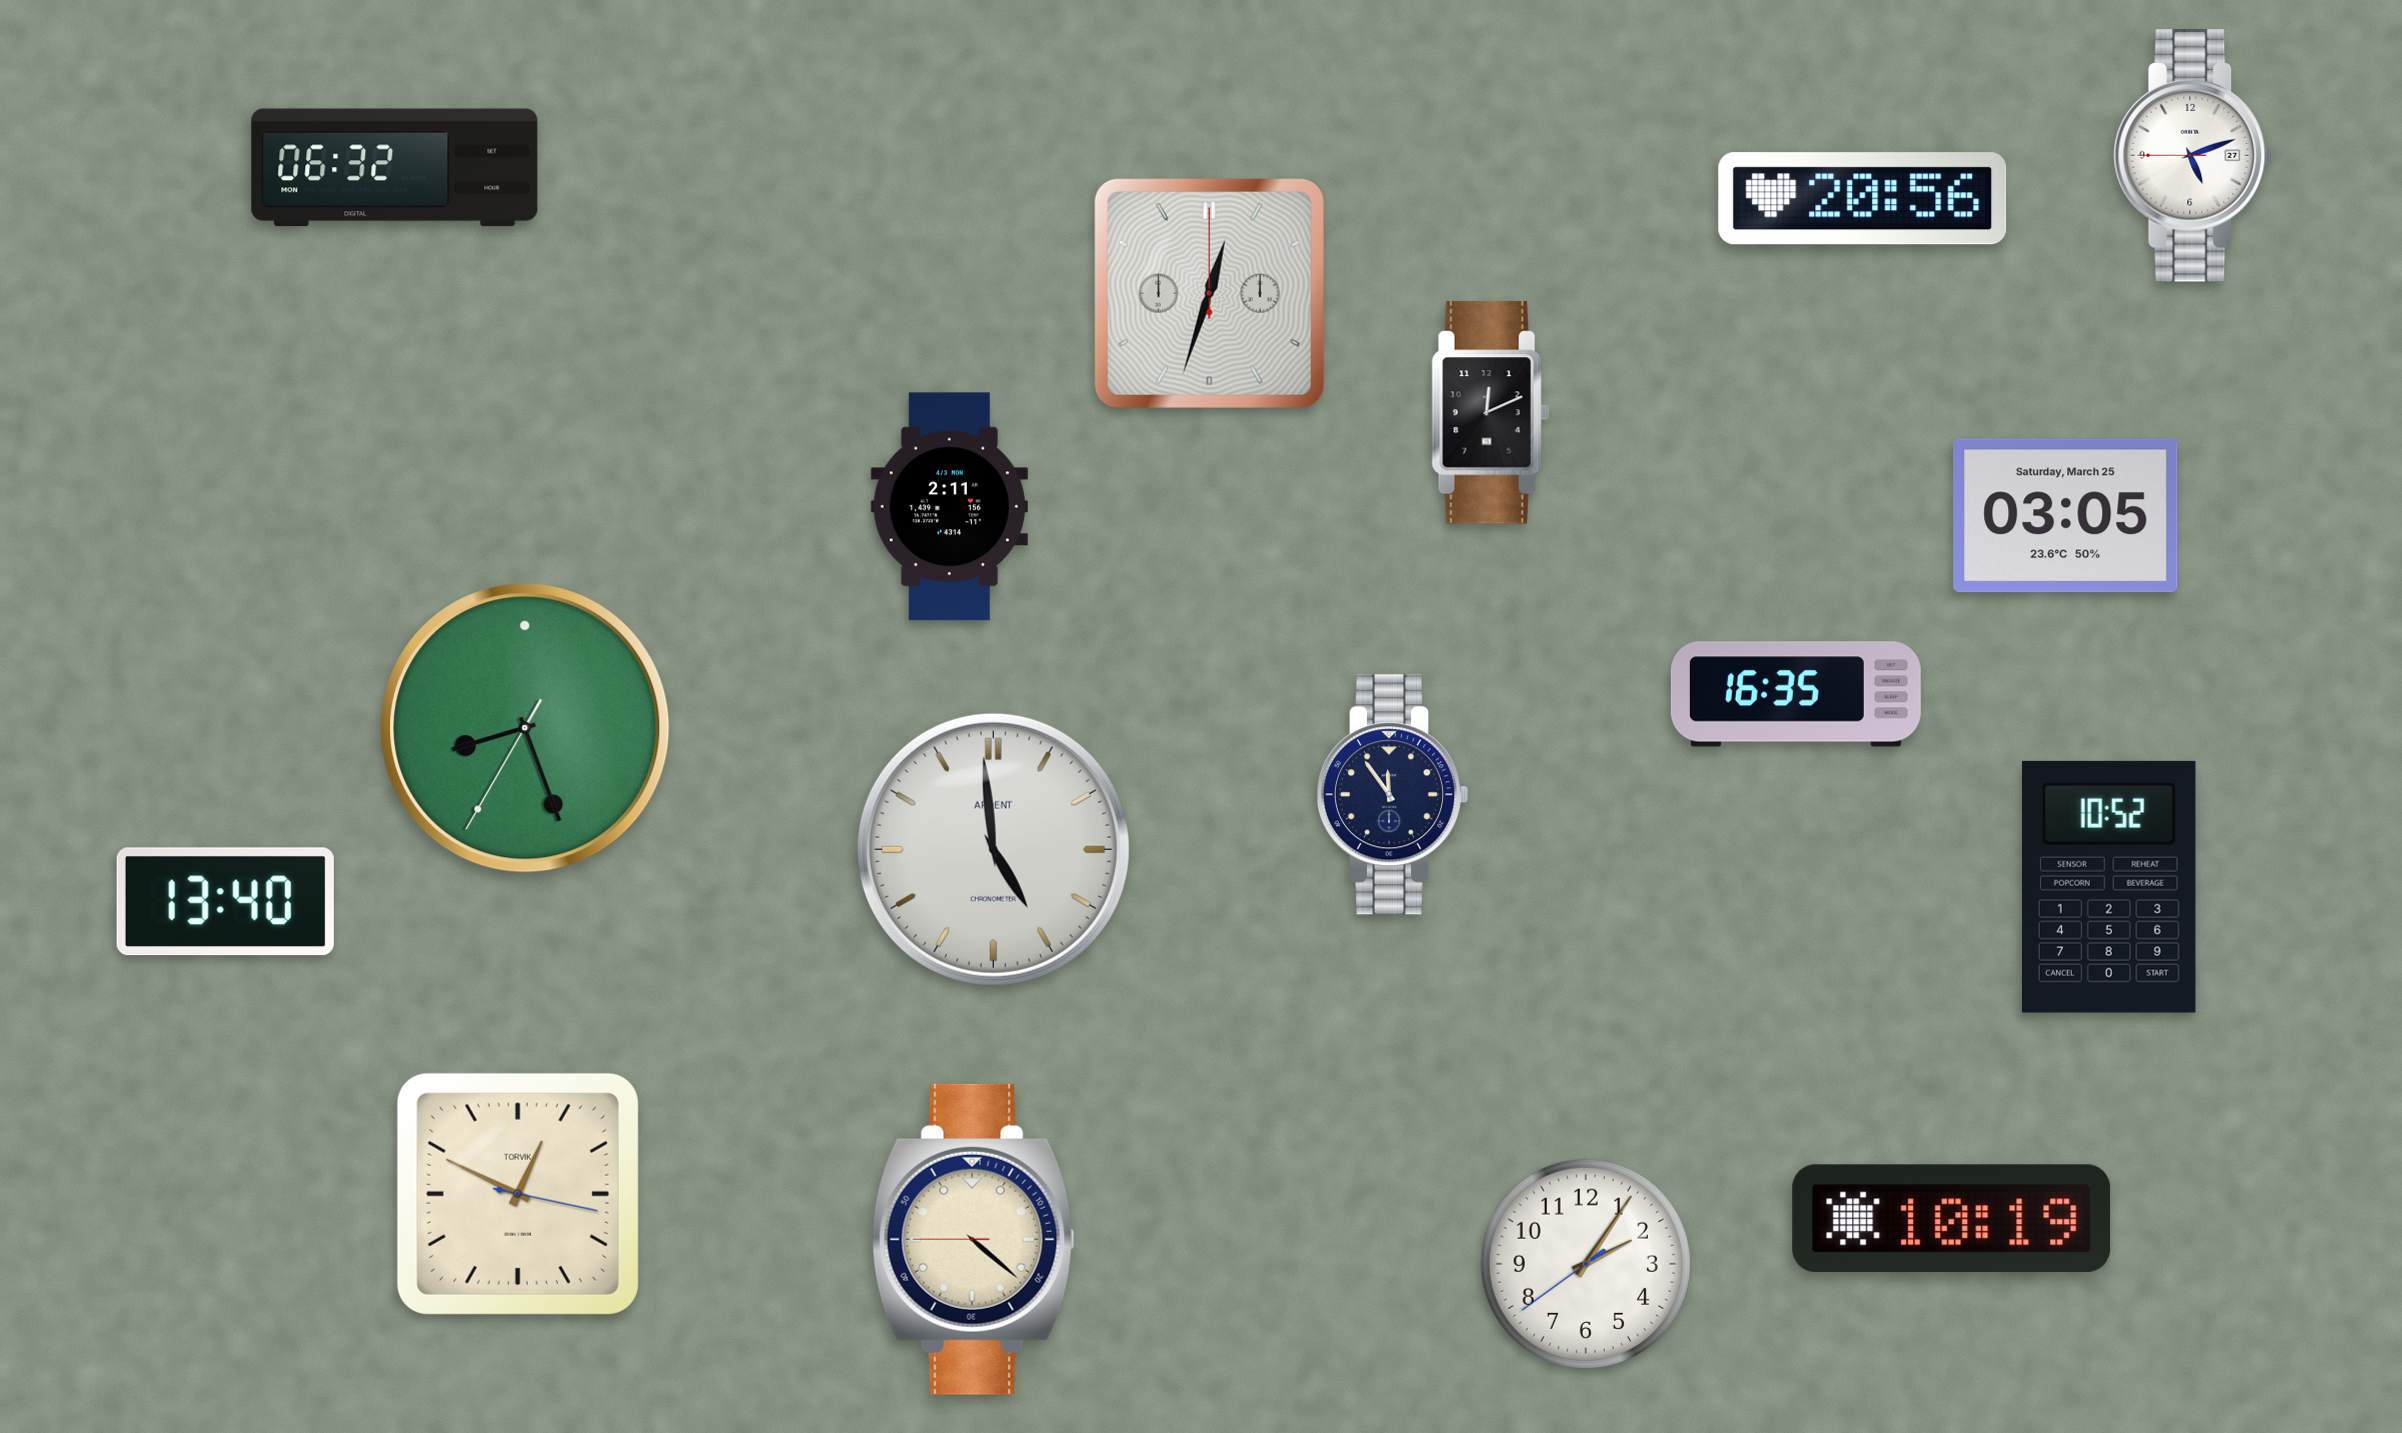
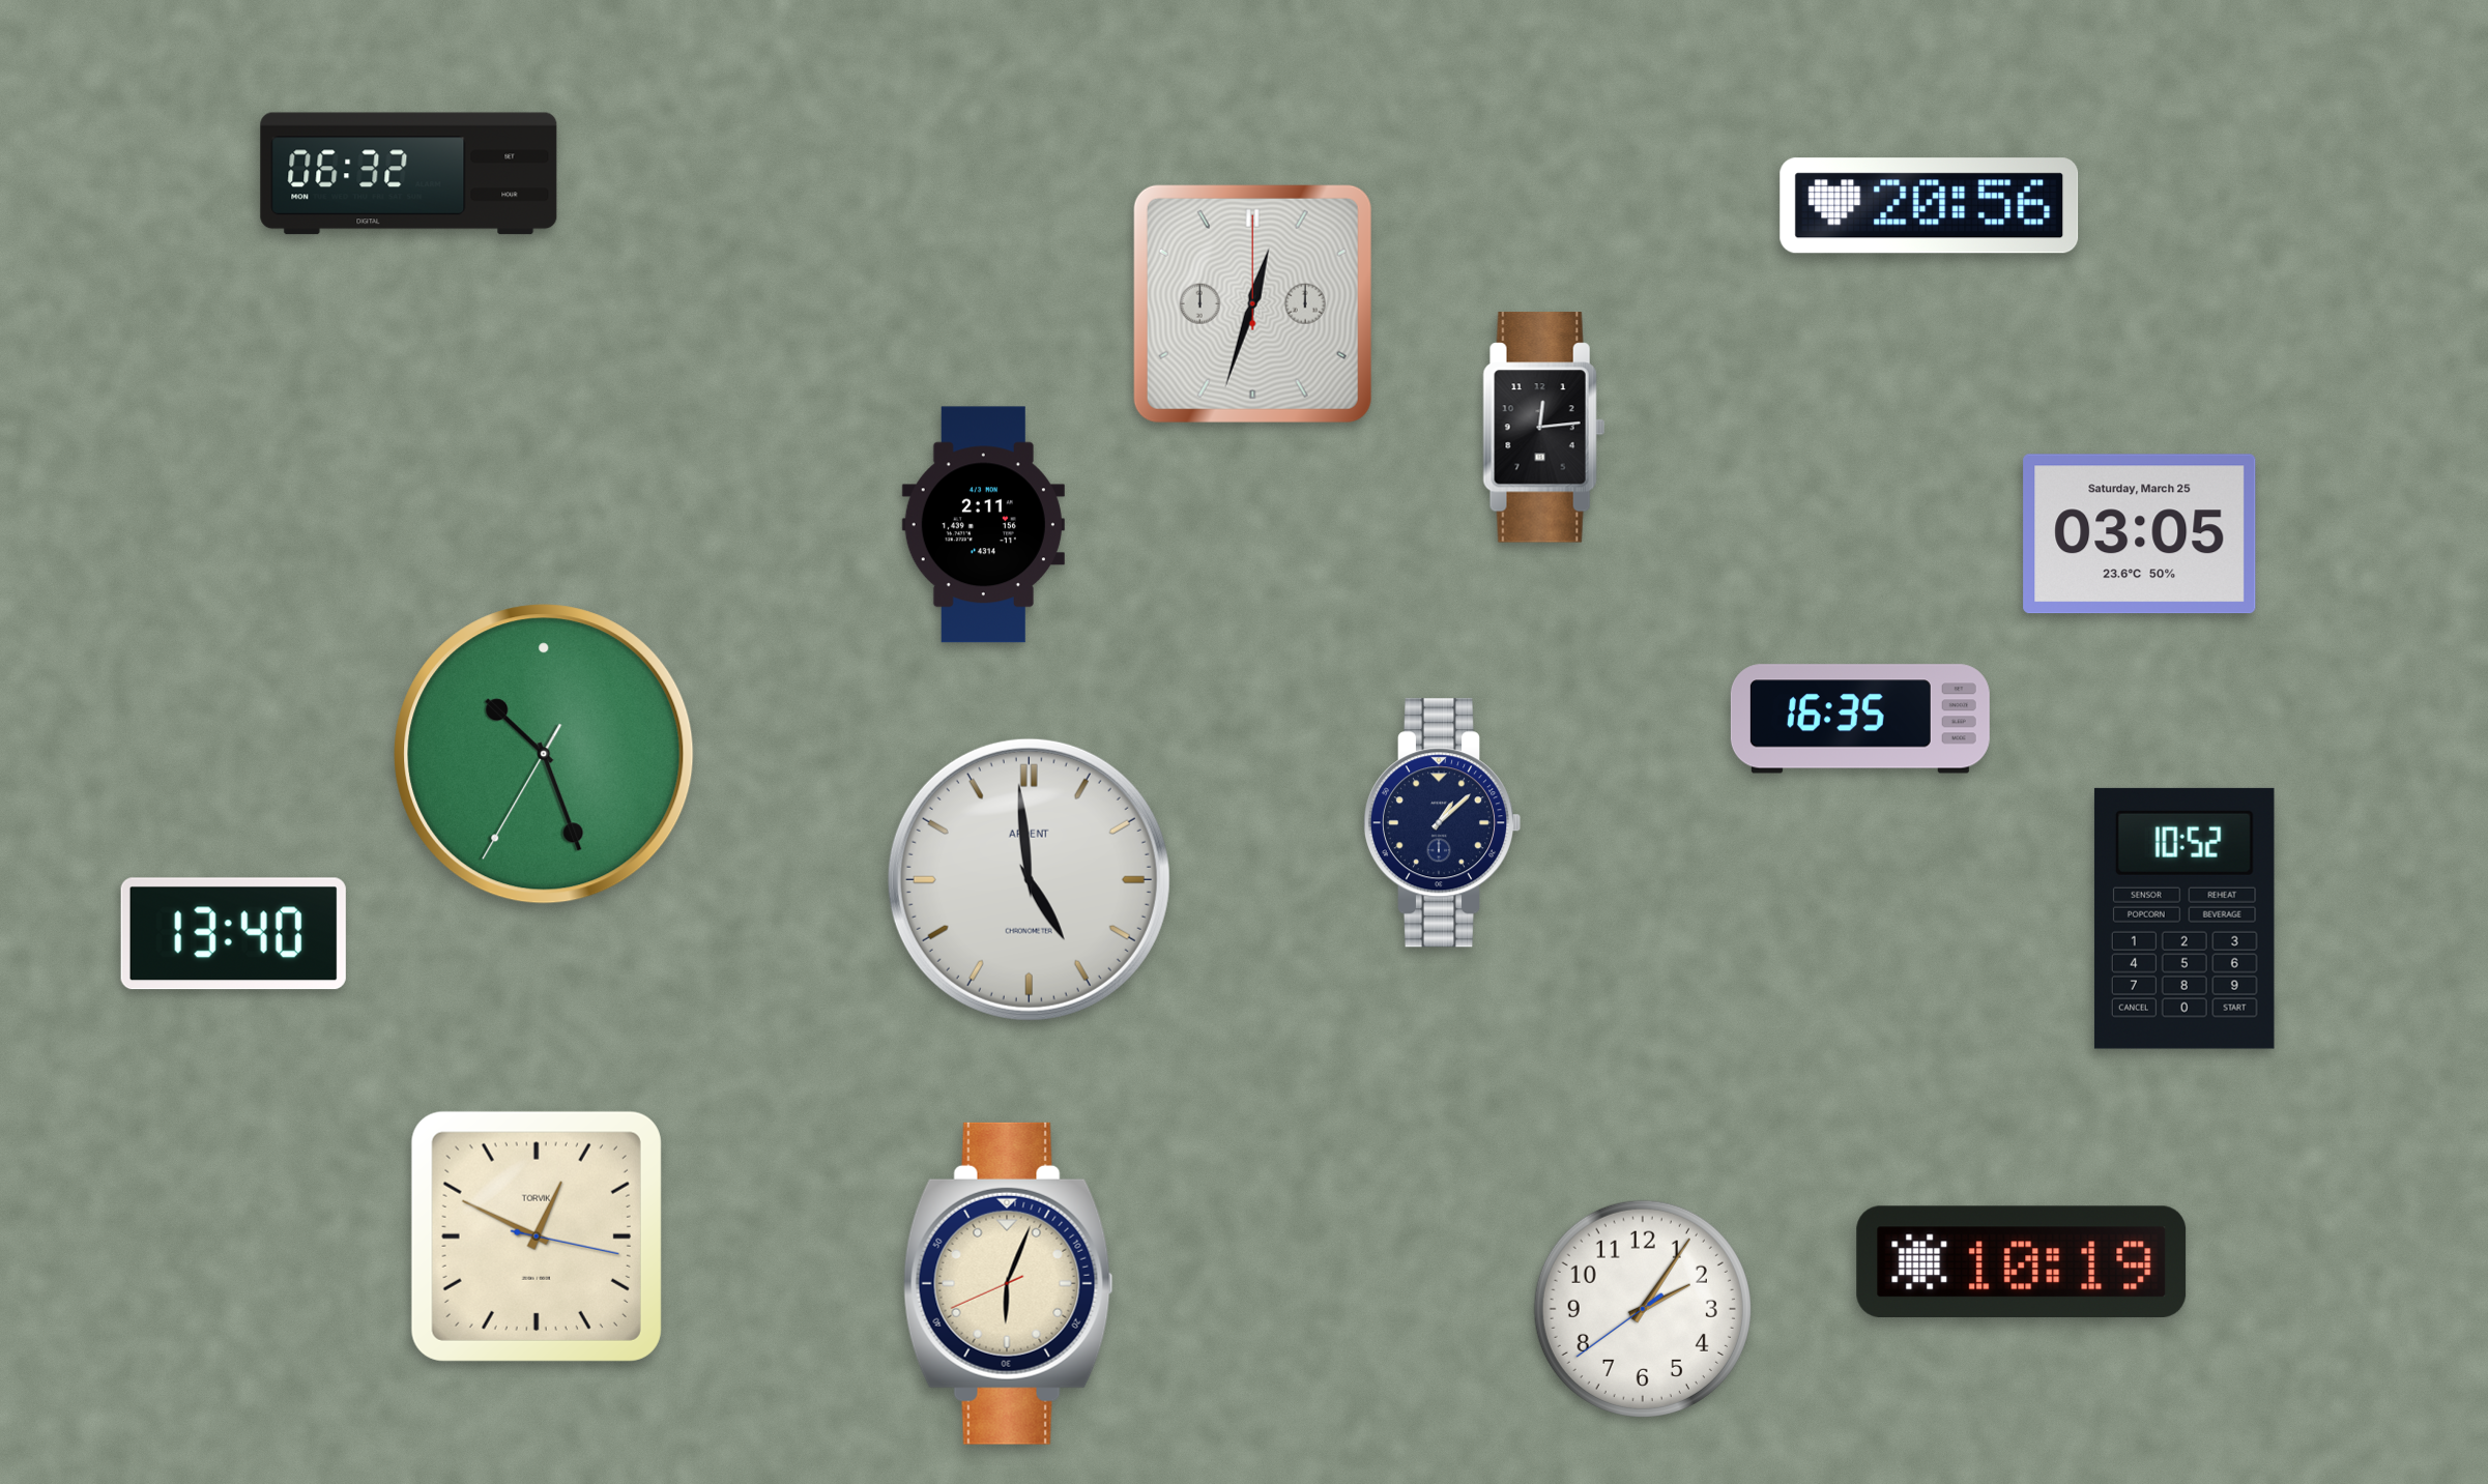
clock at (2194, 156): 5:11 -> none
clock at (1491, 413): 12:11 -> 12:14
clock at (525, 728): 8:26 -> 10:26
clock at (1392, 795): 11:54 -> 1:08
clock at (973, 1239): 4:21 -> 6:03
